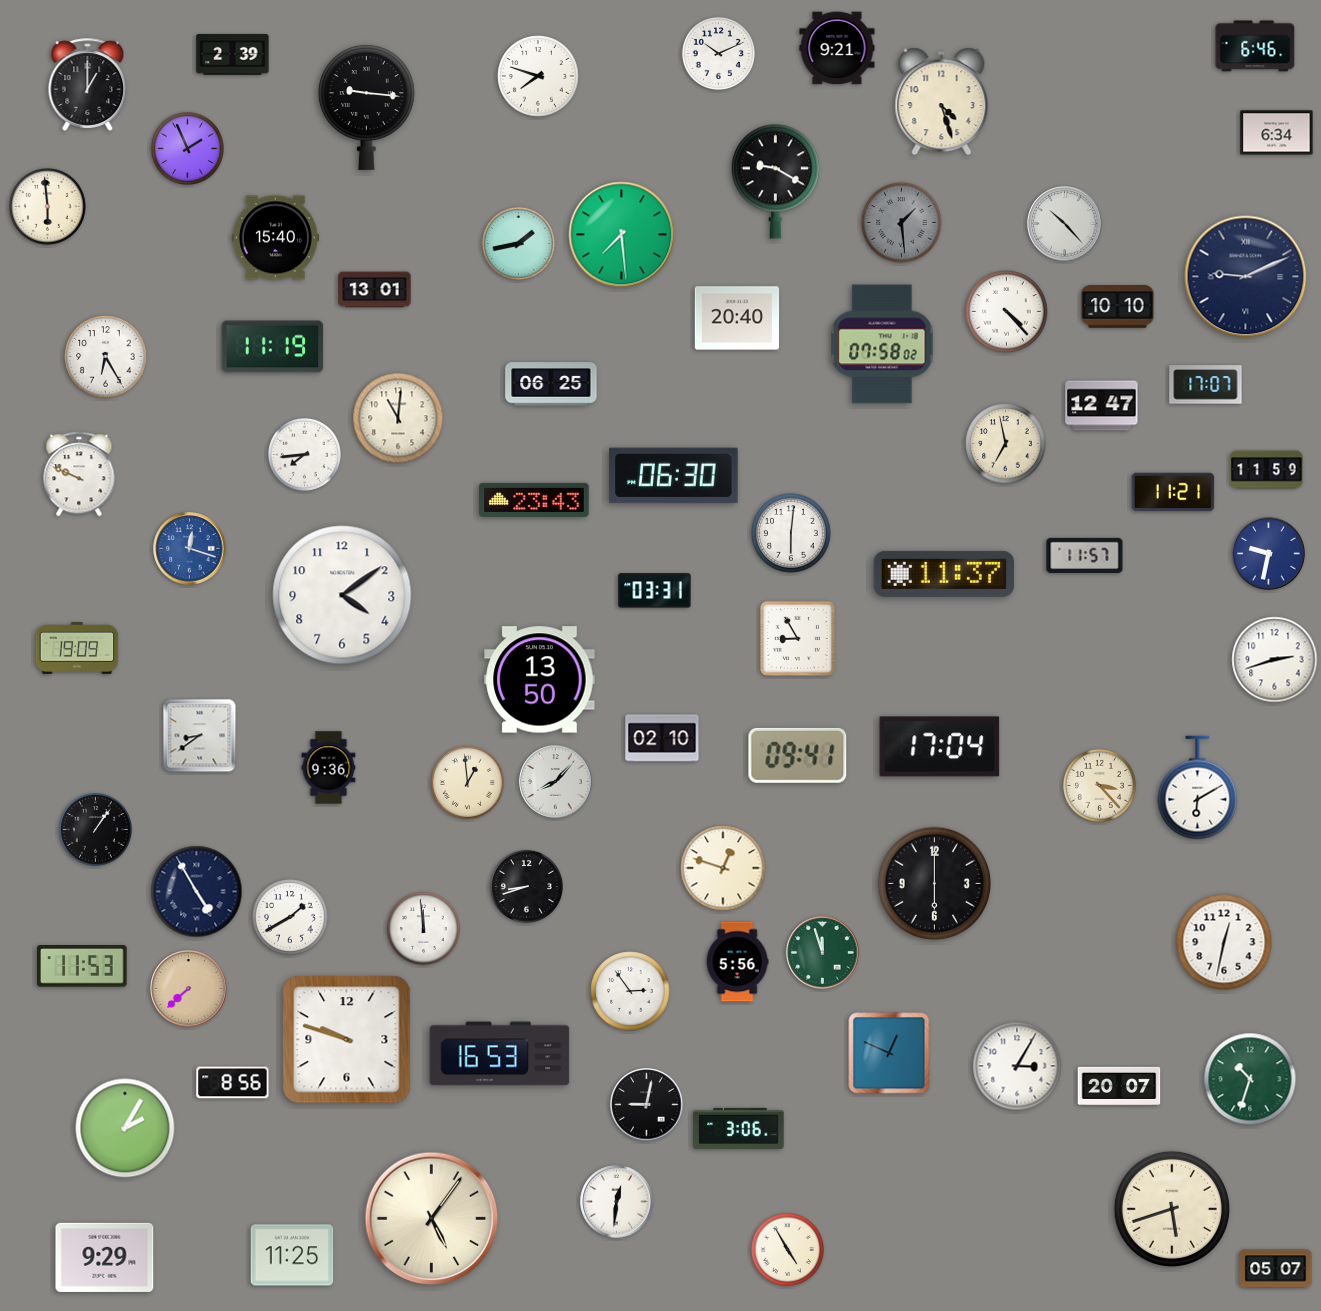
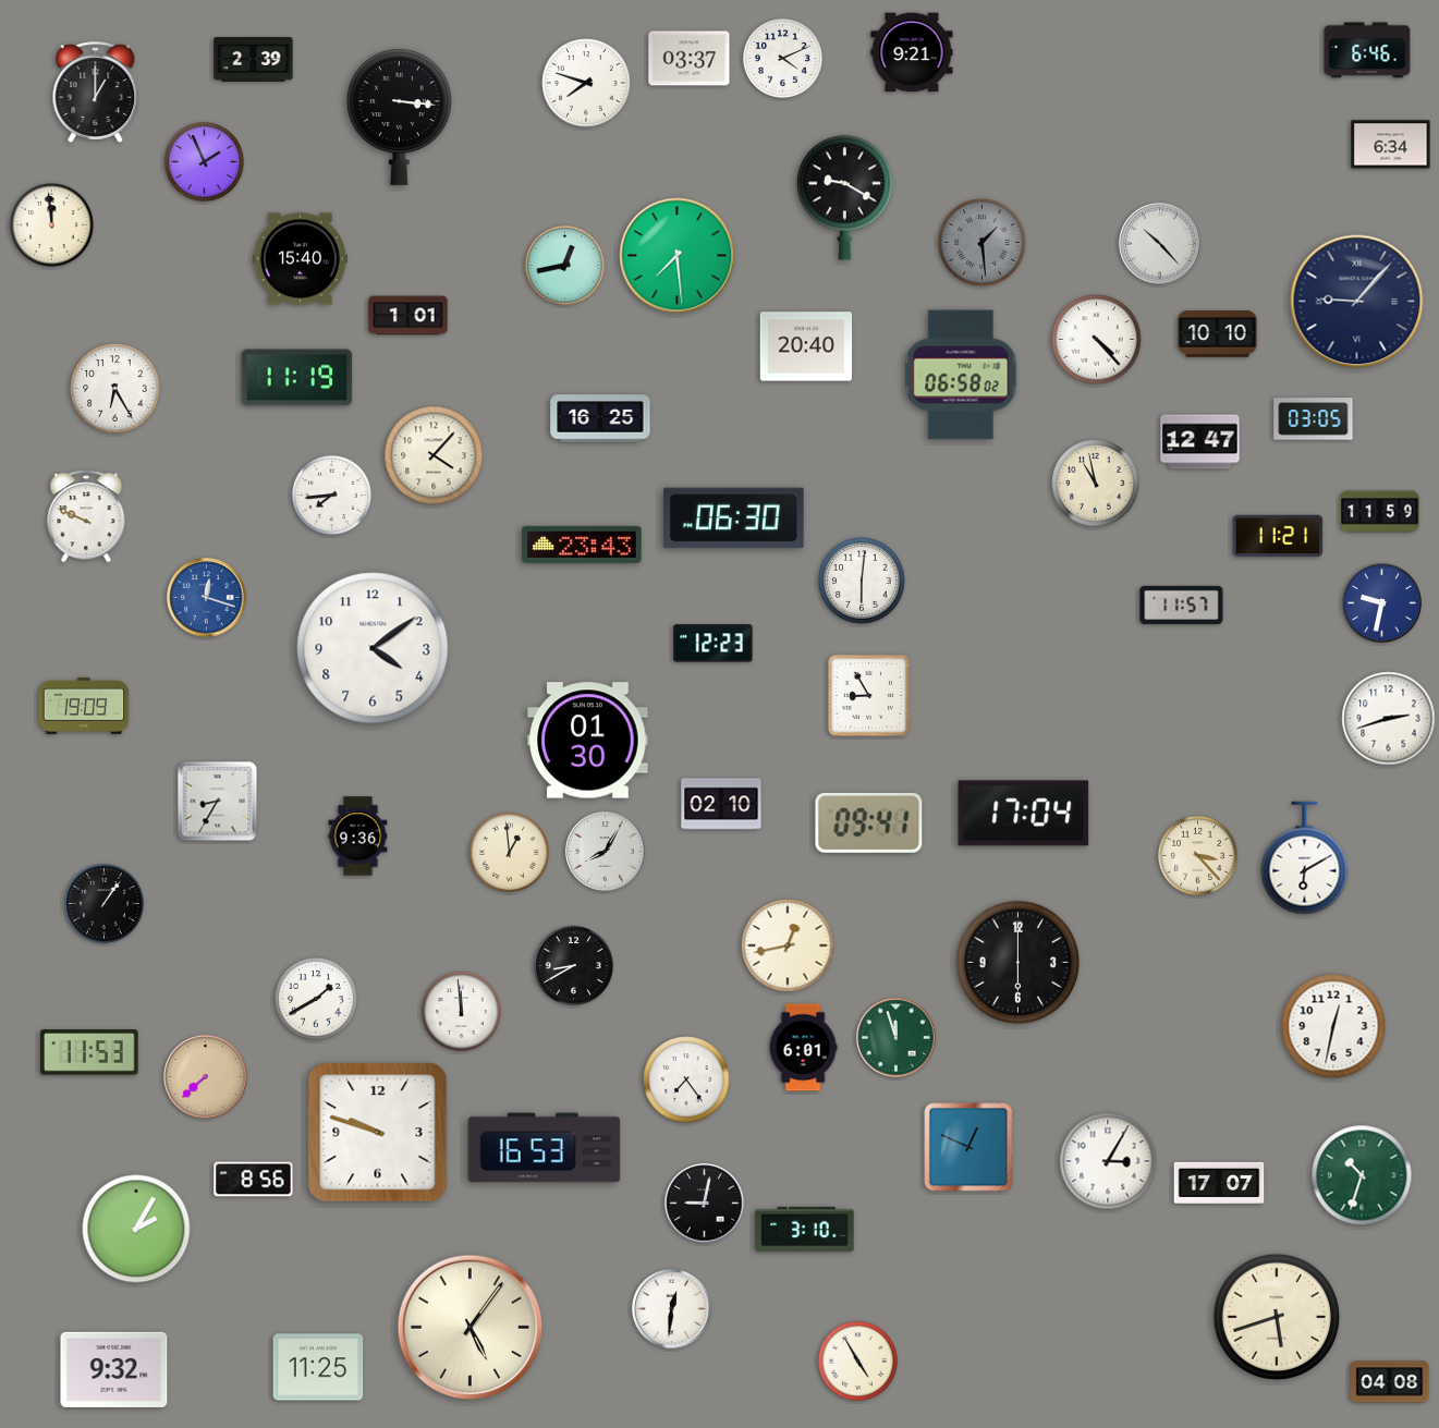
clock at (718, 53): 10:11 -> 4:11
clock at (690, 59): none -> 03:37
clock at (942, 102): 4:27 -> none
clock at (366, 107): 9:16 -> 3:16
clock at (48, 207): 5:59 -> 11:59
clock at (518, 243): 1:43 -> 12:43
clock at (1246, 277): 9:11 -> 9:07
clock at (375, 290): 13:01 -> 1:01
clock at (737, 318) position: (737, 318) -> (806, 346)
clock at (882, 344): 07:58 -> 06:58
clock at (551, 384): 06:25 -> 16:25
clock at (1206, 385): 17:07 -> 03:05
clock at (398, 418): 11:01 -> 4:07
clock at (1006, 444): 6:58 -> 10:58
clock at (944, 574): 11:37 -> none
clock at (655, 591): 03:31 -> 12:23
clock at (540, 680): 13:50 -> 01:30
clock at (200, 736): 8:39 -> 8:35
clock at (556, 782): 8:07 -> 8:05
clock at (723, 868): 12:48 -> 12:43
clock at (526, 886): 8:42 -> 8:40
clock at (197, 892): 4:55 -> none
clock at (737, 962): 5:56 -> 6:01
clock at (630, 991): 2:54 -> 7:24
clock at (1119, 1085): 20:07 -> 17:07
clock at (739, 1128): 3:06 -> 3:10
clock at (105, 1257): 9:29 -> 9:32
clock at (1276, 1269): 05:07 -> 04:08
